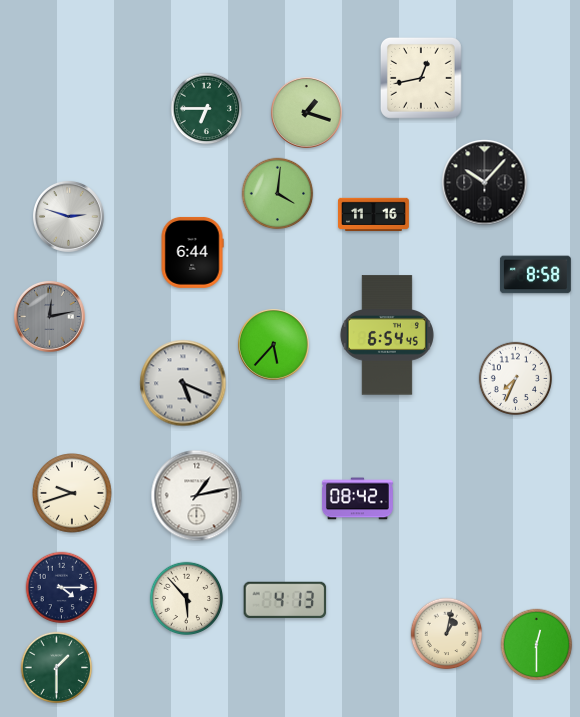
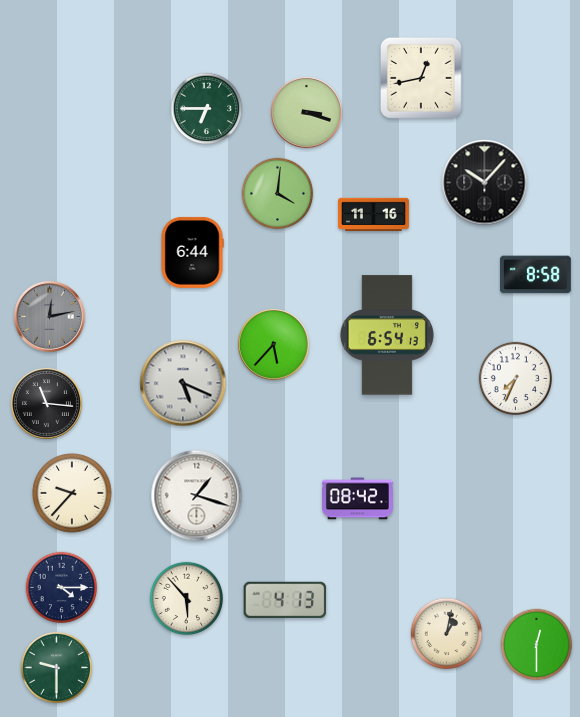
clock at (306, 112): 1:18 -> 3:18
clock at (68, 216): 2:48 -> none
clock at (387, 335): 6:54:45 -> 6:54:13
clock at (46, 403): none -> 11:16
clock at (72, 493): 9:42 -> 9:37
clock at (197, 496): 1:13 -> 1:18
clock at (57, 668): 1:30 -> 9:30
